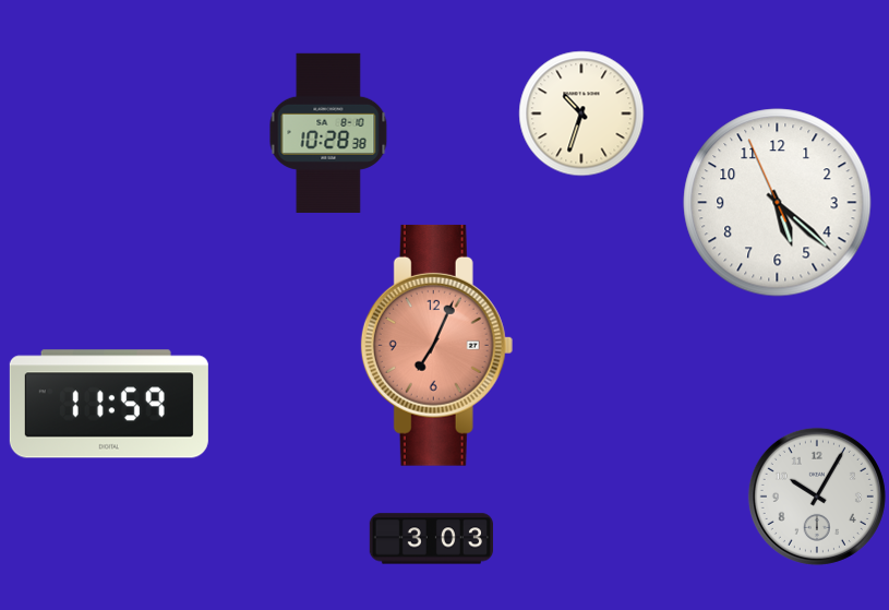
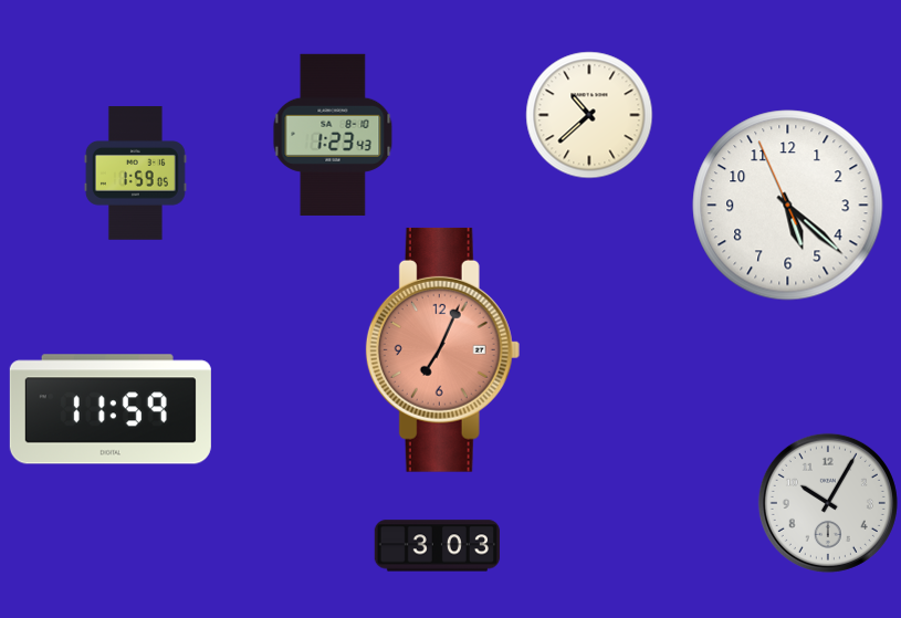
clock at (581, 113): 10:33 -> 10:38
clock at (328, 133): 10:28 -> 1:23
clock at (135, 174): none -> 1:59
